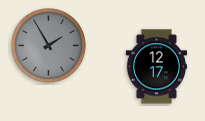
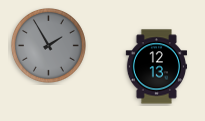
clock at (156, 67): 12:17 -> 12:13
